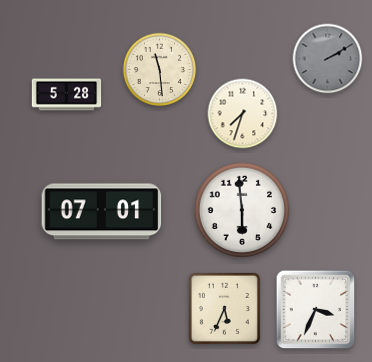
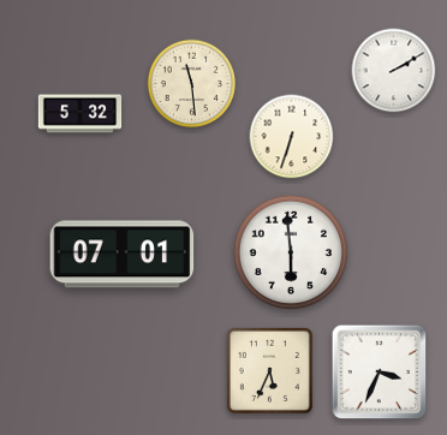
clock at (328, 59) dial: grey -> white
clock at (67, 95): 5:28 -> 5:32
clock at (243, 114): 7:33 -> 6:33
